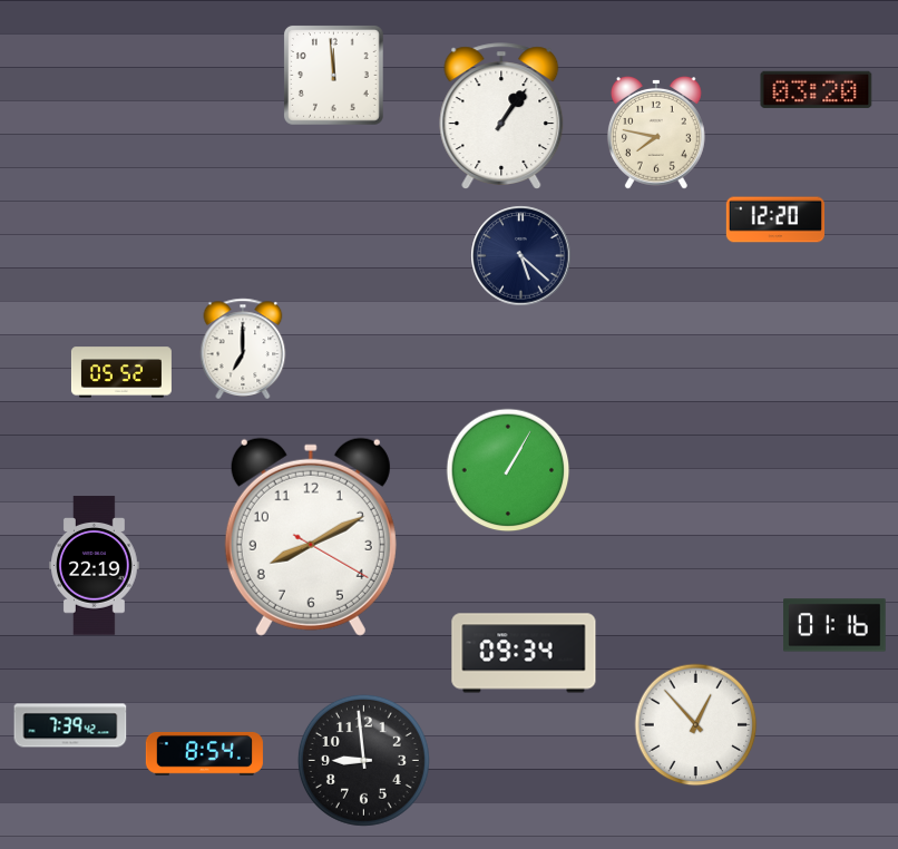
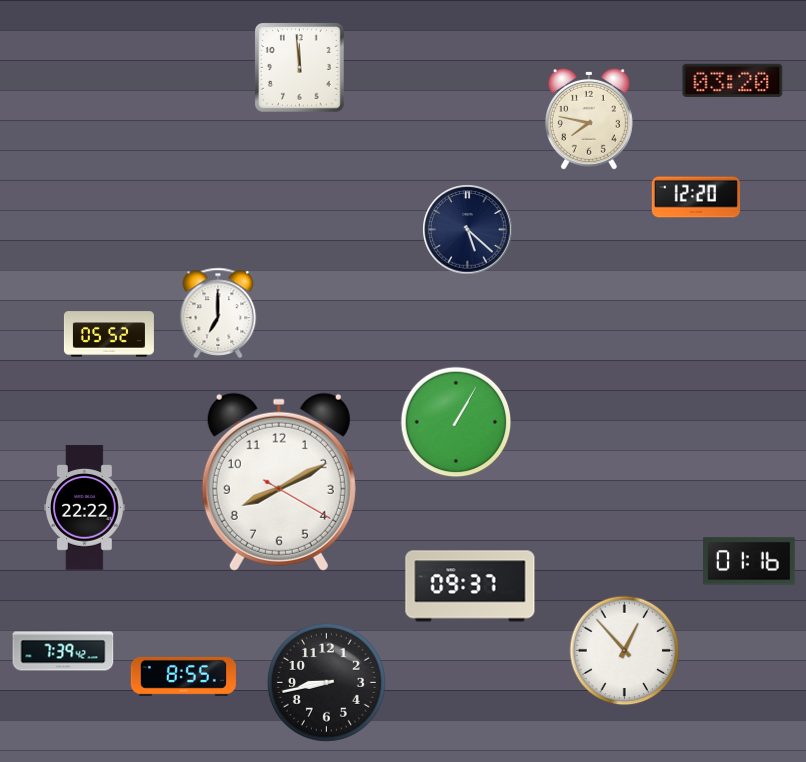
clock at (501, 116): 1:06 -> none
clock at (95, 566): 22:19 -> 22:22
clock at (524, 653): 09:34 -> 09:37
clock at (204, 753): 8:54 -> 8:55
clock at (363, 760): 8:59 -> 8:43
